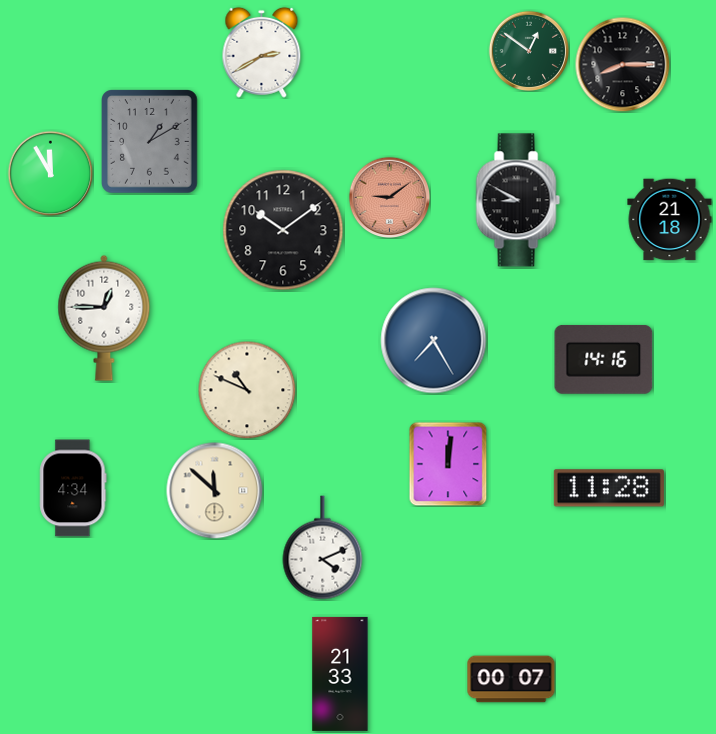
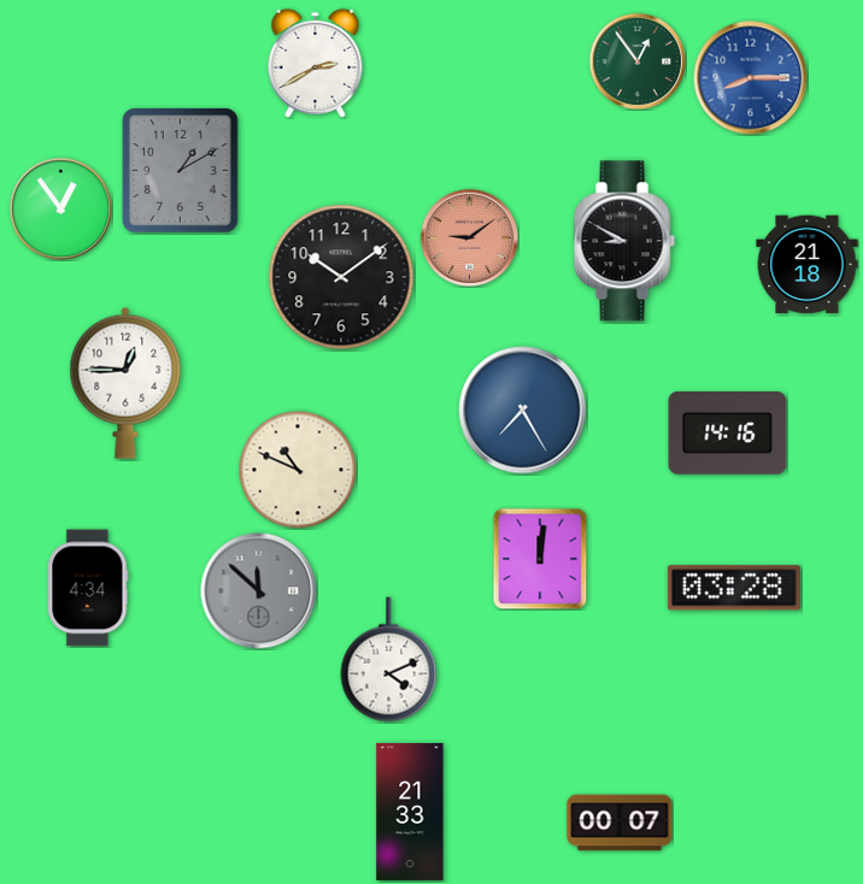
clock at (528, 50): 12:51 -> 12:54
clock at (622, 64) dial: black -> blue
clock at (50, 173): 11:55 -> 12:54
clock at (609, 488): 11:28 -> 03:28
clock at (215, 491) dial: cream -> grey
clock at (511, 679) position: (511, 679) -> (620, 823)
